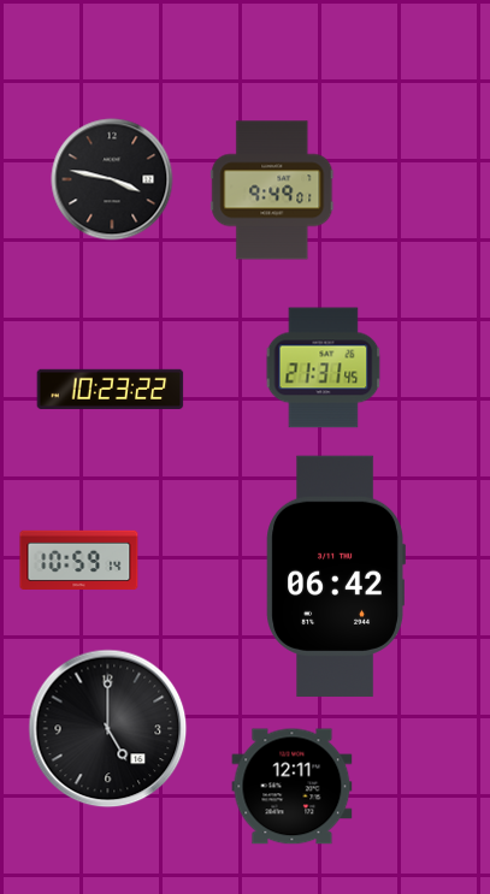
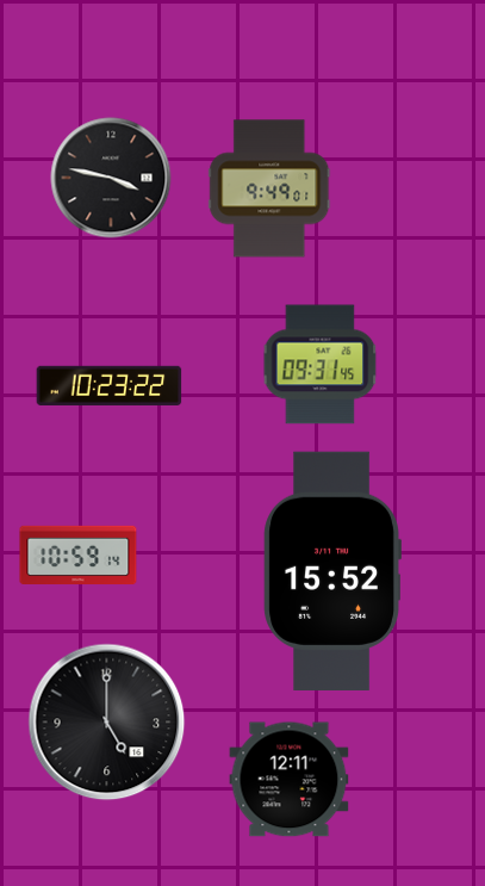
clock at (324, 368): 21:31 -> 09:31
clock at (336, 576): 06:42 -> 15:52
